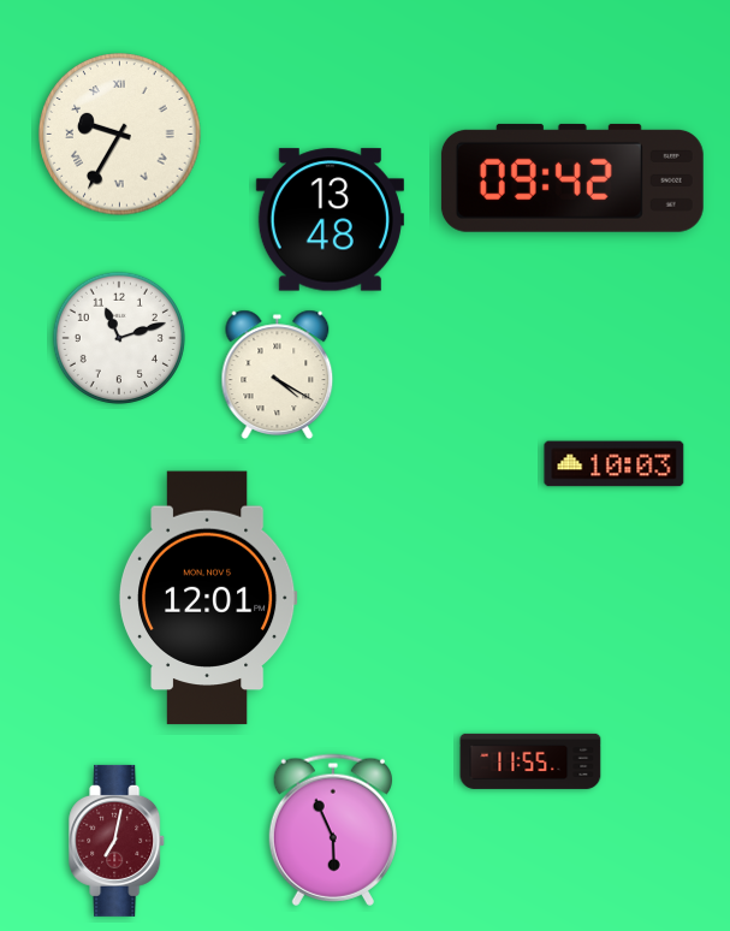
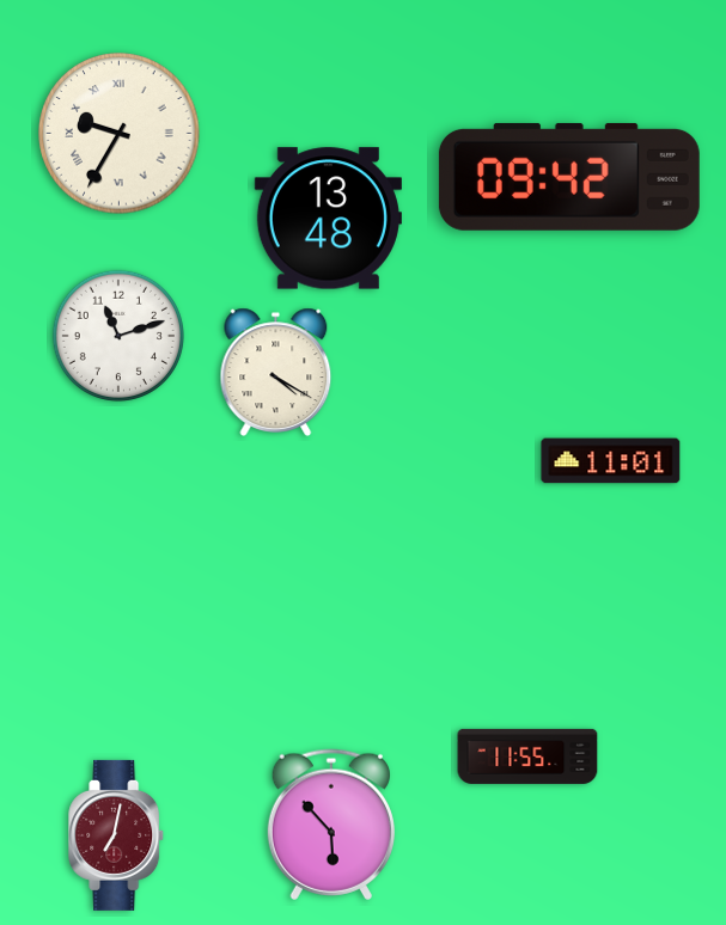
clock at (615, 464): 10:03 -> 11:01
clock at (208, 598): 12:01 -> none
clock at (333, 830): 5:56 -> 5:53
